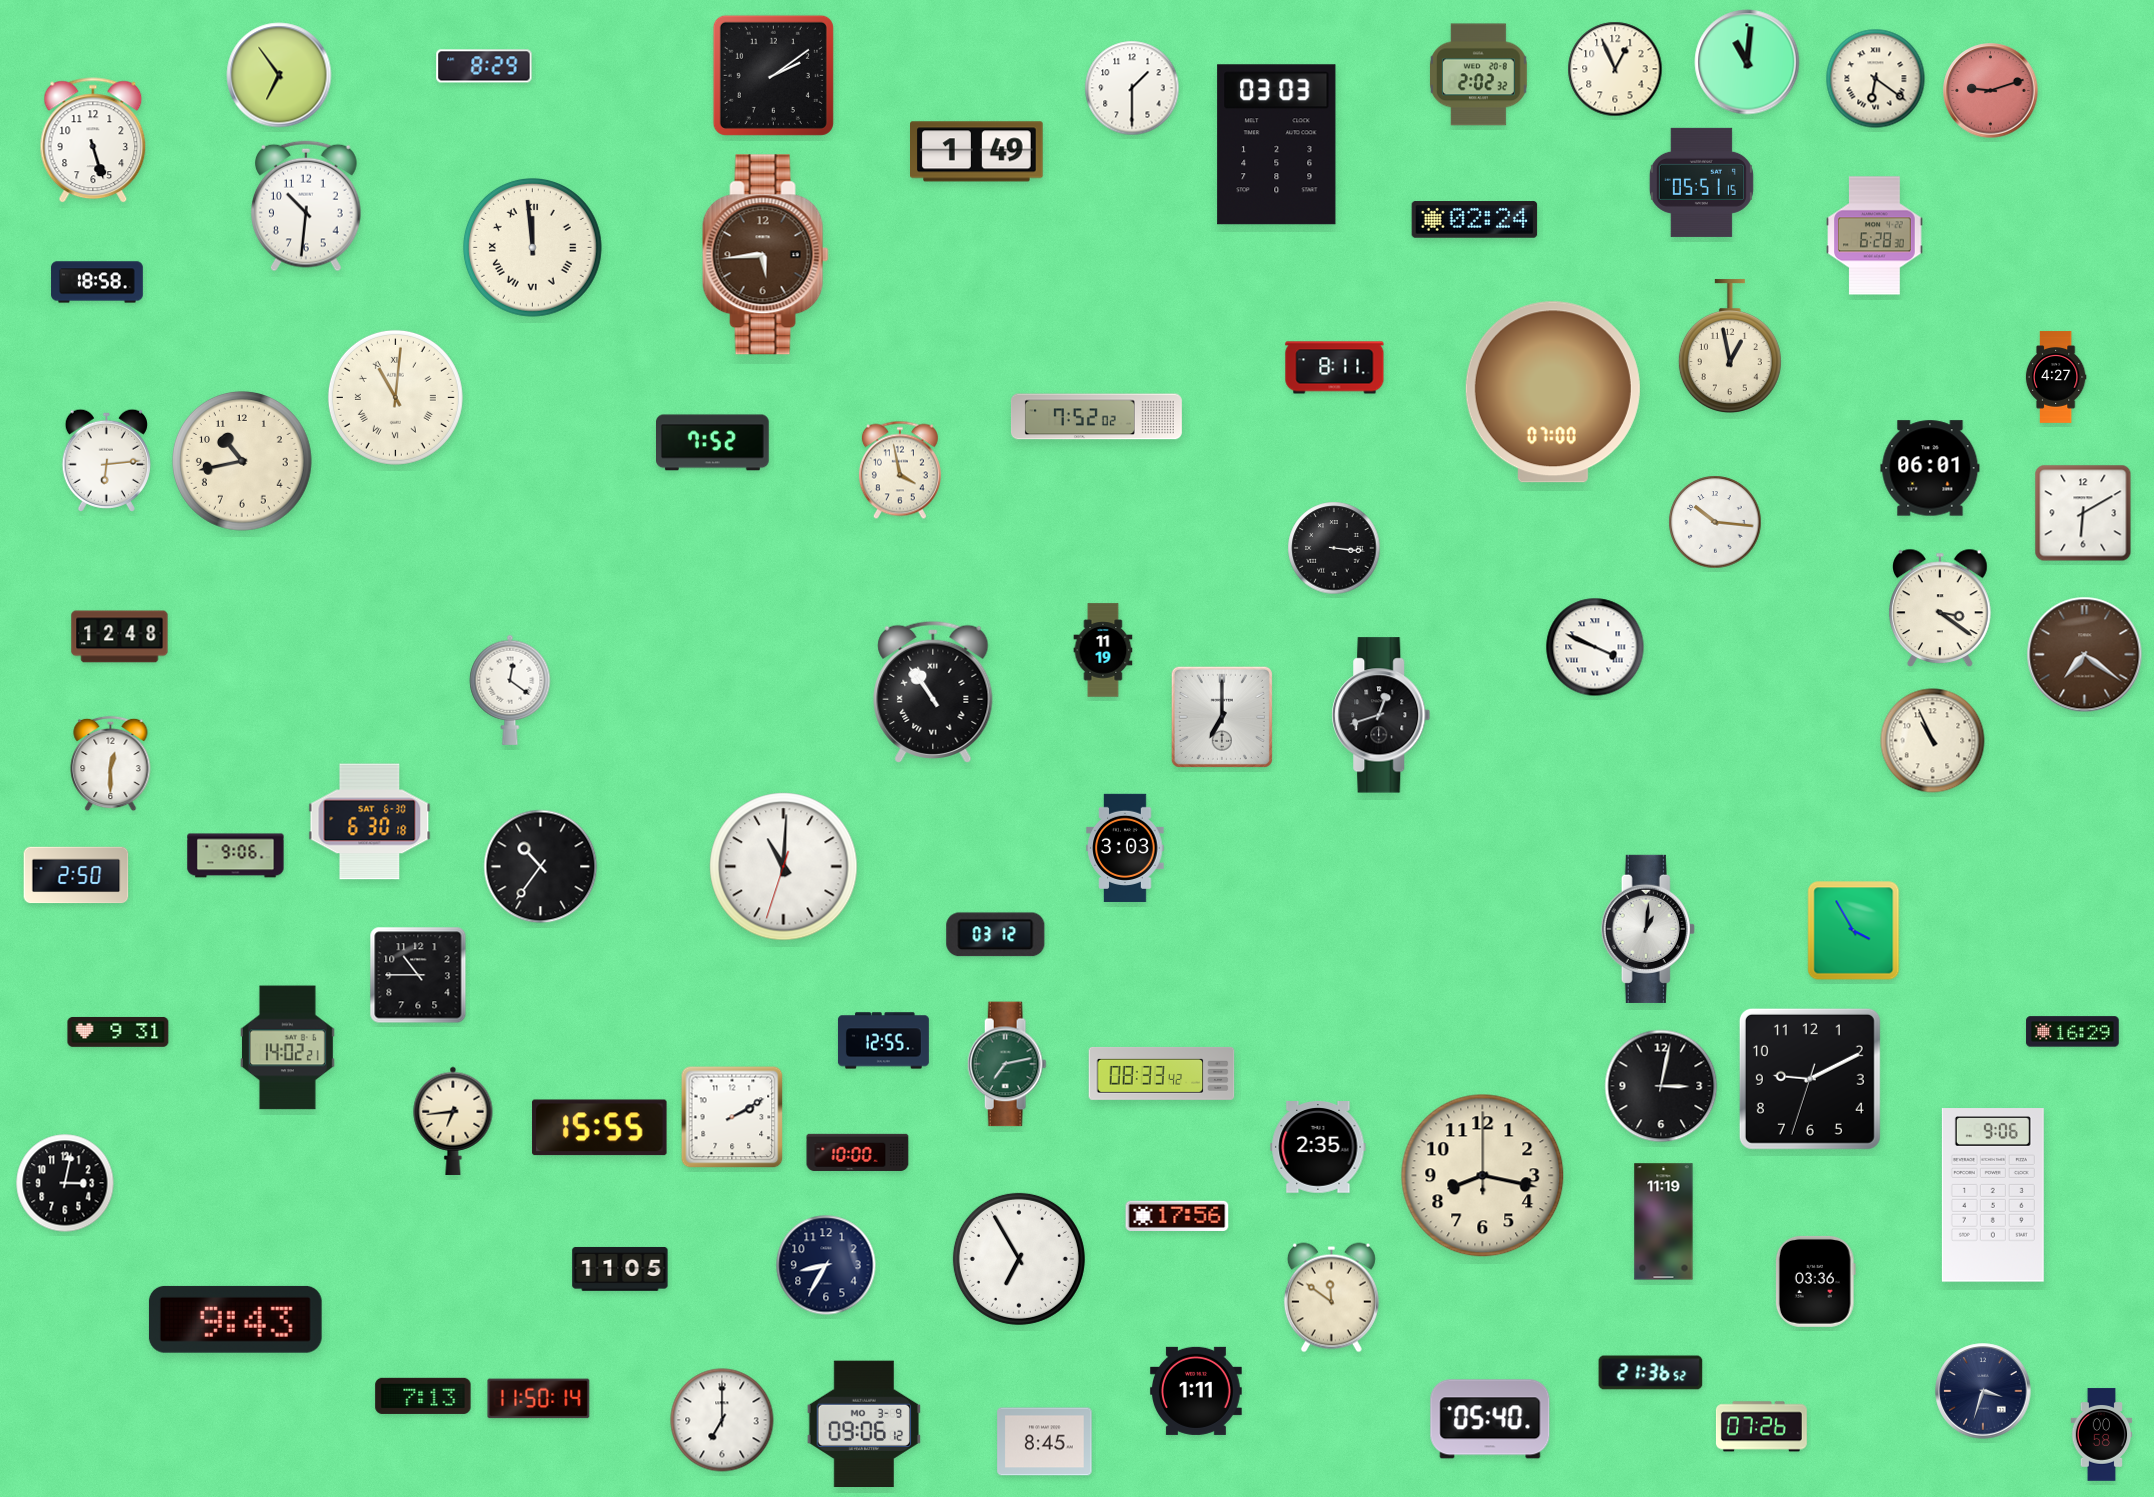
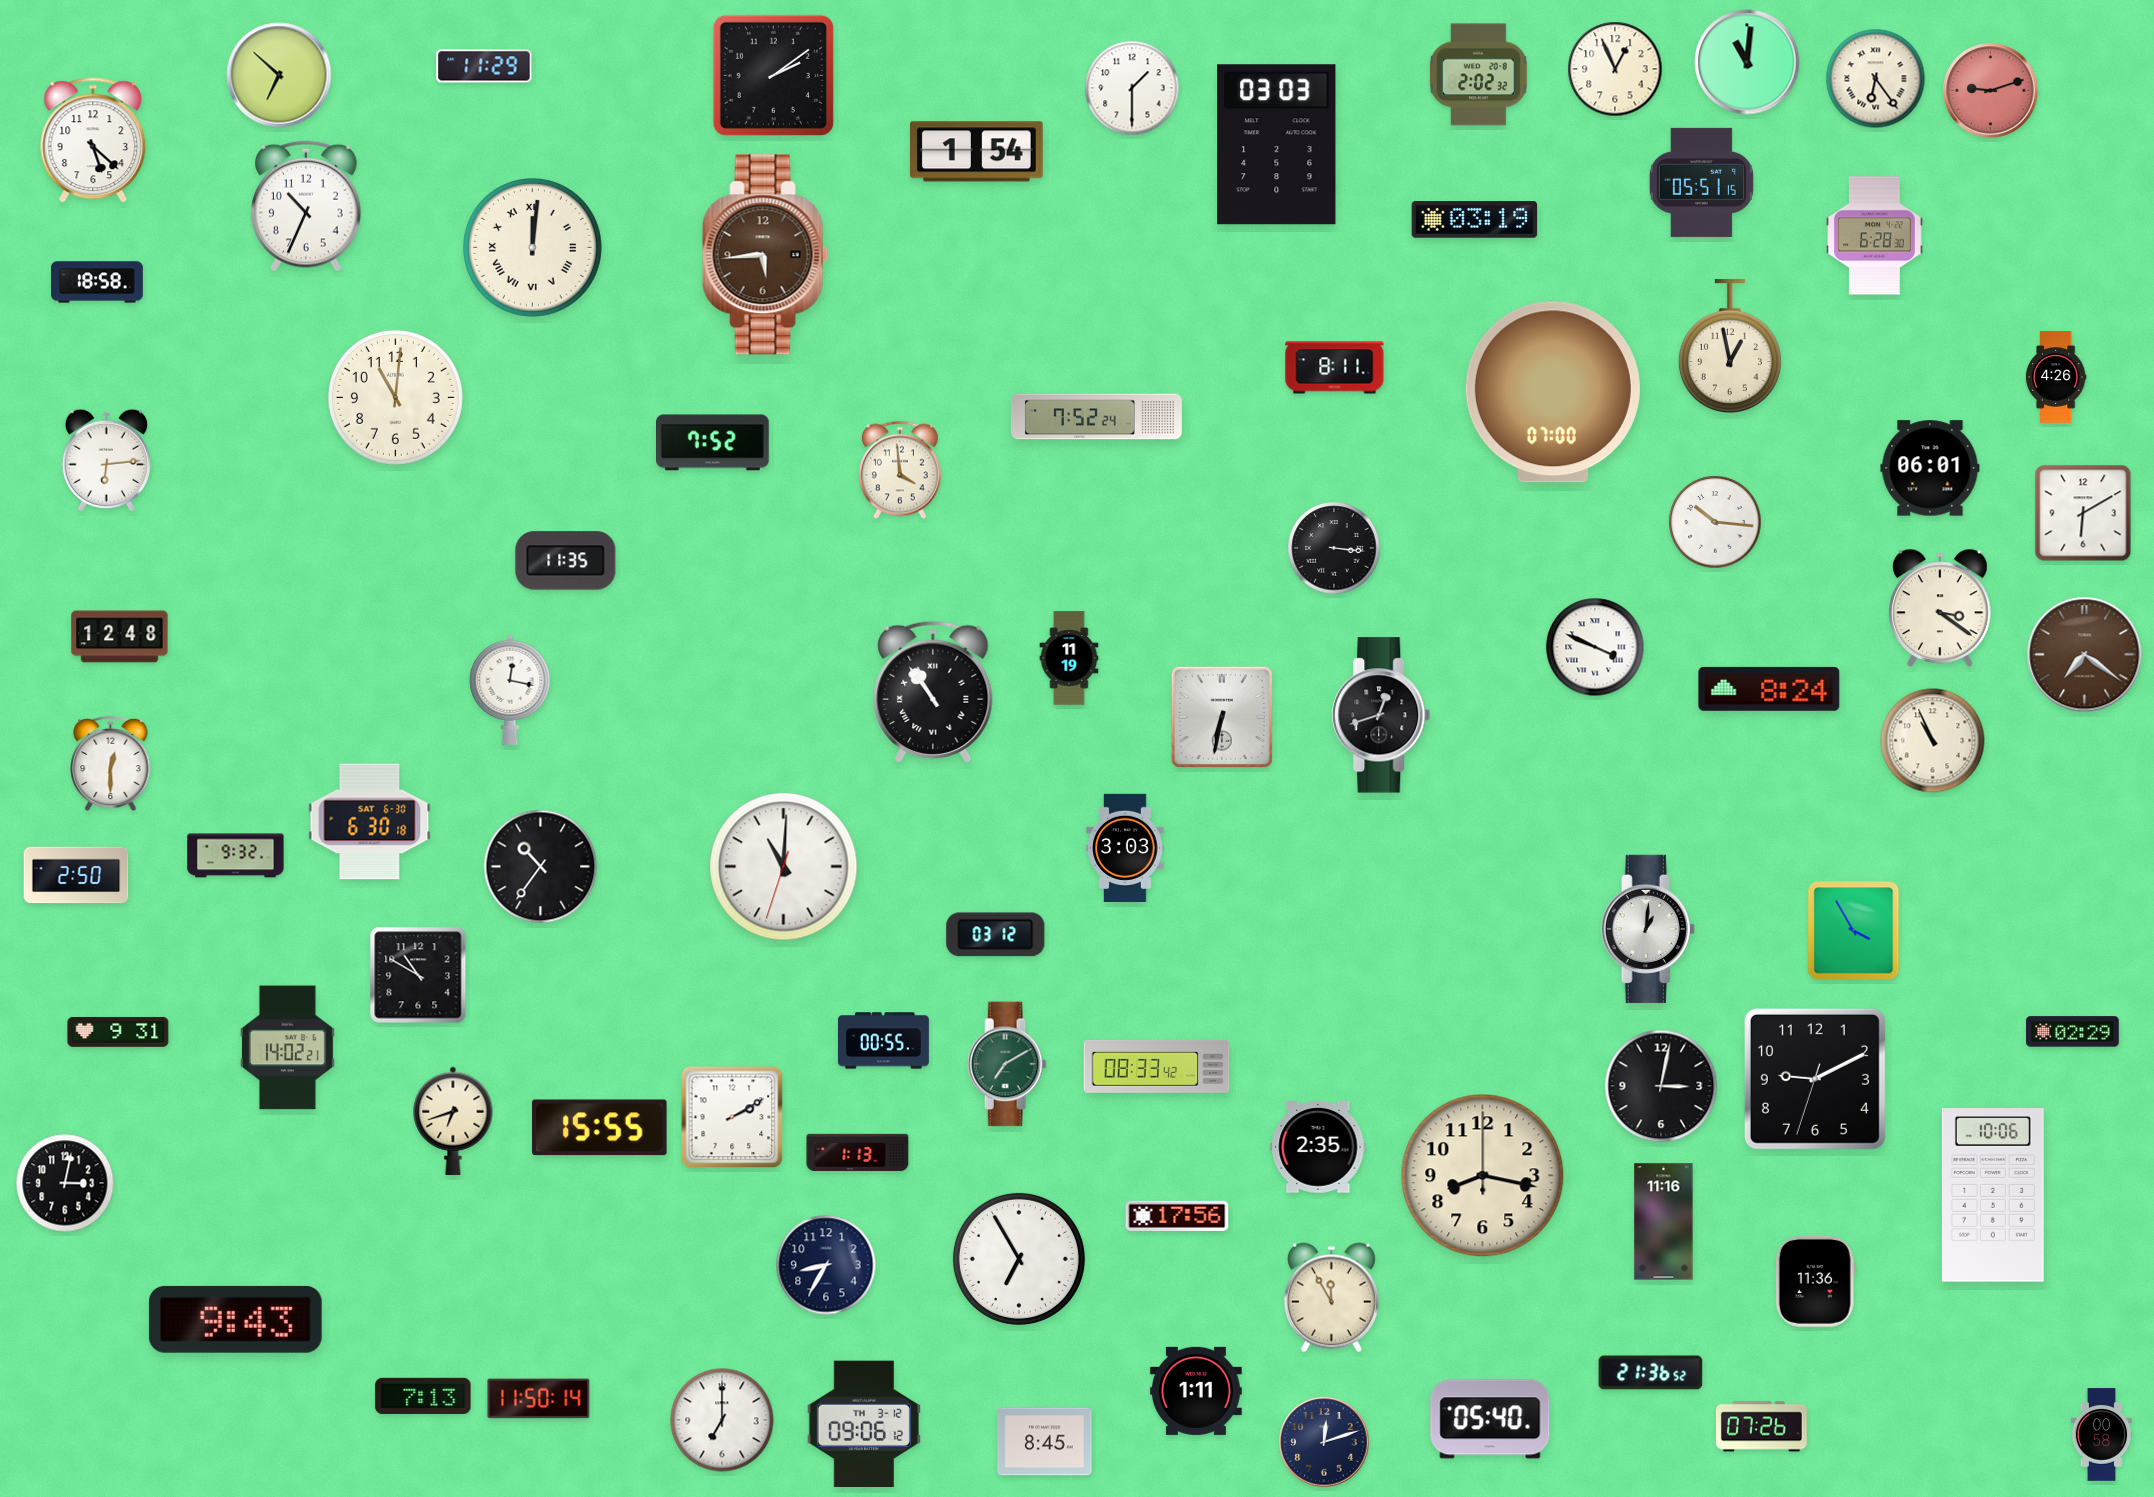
clock at (484, 66): 8:29 -> 11:29
clock at (279, 75): 6:54 -> 6:52
clock at (1876, 79): 6:21 -> 6:24
clock at (93, 141): 5:27 -> 5:22
clock at (977, 152): 1:49 -> 1:54
clock at (307, 206): 10:31 -> 10:34
clock at (1475, 220): 02:24 -> 03:19
clock at (532, 247): 11:59 -> 12:01
clock at (2056, 377): 4:27 -> 4:26
clock at (395, 397) numerals: Roman -> Arabic
clock at (1096, 417): 7:52:02 -> 7:52:24
clock at (243, 462): 10:43 -> none
clock at (900, 470): 3:58 -> 3:59
clock at (566, 561): none -> 11:35
clock at (1103, 650) position: (1103, 650) -> (1069, 658)
clock at (1769, 689): none -> 8:24
clock at (510, 690): 12:21 -> 12:17
clock at (1222, 717): 7:00 -> 6:32
clock at (236, 856): 9:06 -> 9:32
clock at (418, 975): 10:45 -> 10:50
clock at (2073, 1032): 16:29 -> 02:29
clock at (883, 1041): 12:55 -> 00:55
clock at (1007, 1064): 7:13 -> 7:10
clock at (1162, 1073) position: (1162, 1073) -> (1157, 1066)
clock at (1810, 1079) position: (1810, 1079) -> (1815, 1079)
clock at (453, 1121): 6:44 -> 6:42
clock at (858, 1152): 10:00 -> 1:13
clock at (1993, 1195): 9:06 -> 10:06
clock at (1664, 1222): 11:19 -> 11:16
clock at (620, 1269): 11:05 -> none
clock at (1815, 1281): 03:36 -> 11:36
clock at (1331, 1298): 11:51 -> 11:55
clock at (1983, 1391): 3:33 -> none
clock at (864, 1423) date: MO 3-9 -> TH 3-12
clock at (1324, 1442): none -> 12:12
